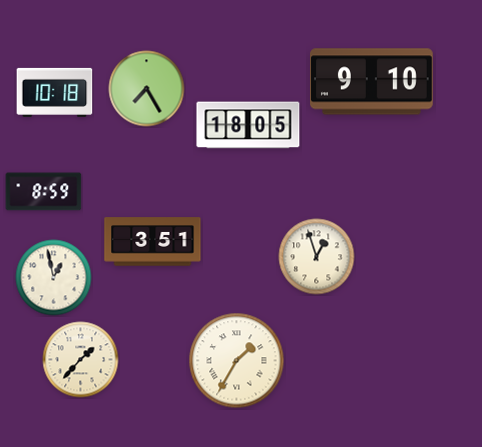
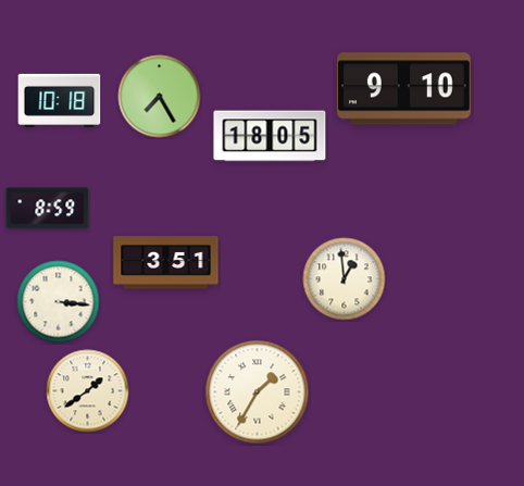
clock at (317, 257): 12:57 -> 12:59
clock at (54, 278): 12:58 -> 3:16
clock at (81, 360): 1:37 -> 1:39
